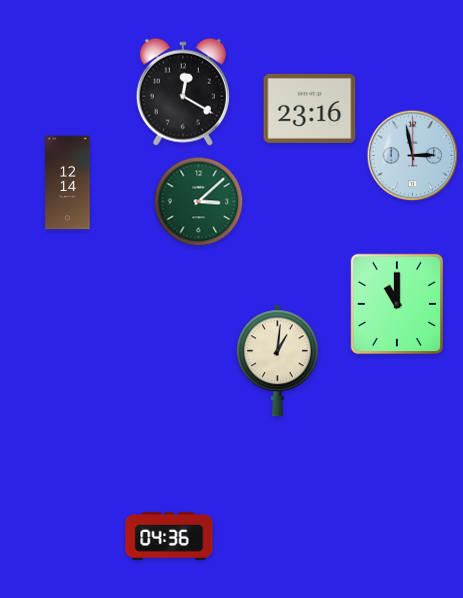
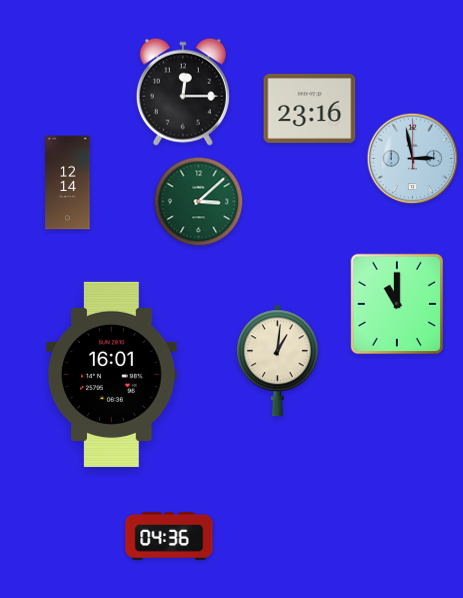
clock at (183, 92): 12:20 -> 12:15
clock at (413, 156) position: (413, 156) -> (413, 159)
clock at (112, 374): none -> 16:01
